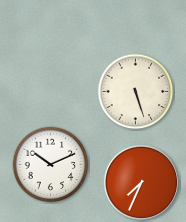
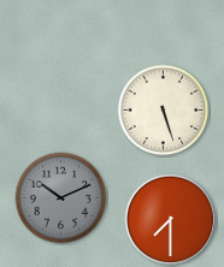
clock at (51, 165) dial: white -> grey
clock at (141, 182): 7:34 -> 7:30
